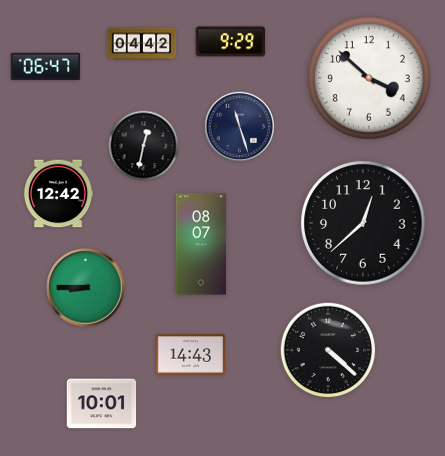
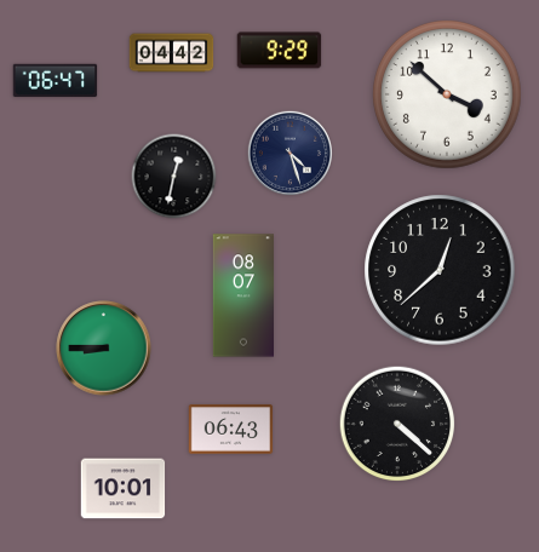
clock at (239, 126): 11:27 -> 4:27
clock at (58, 194): 12:42 -> none
clock at (191, 355): 14:43 -> 06:43
